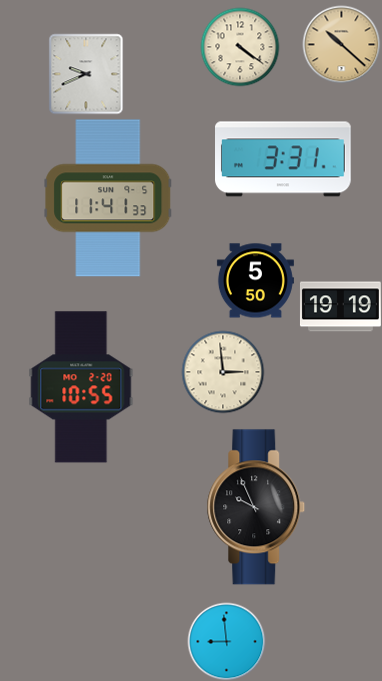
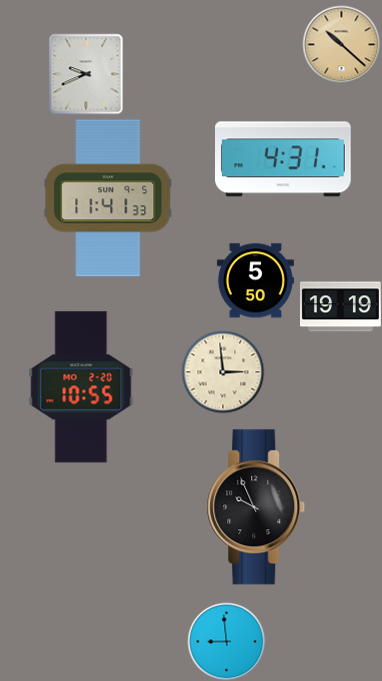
clock at (240, 47): 4:21 -> none
clock at (284, 159): 3:31 -> 4:31
